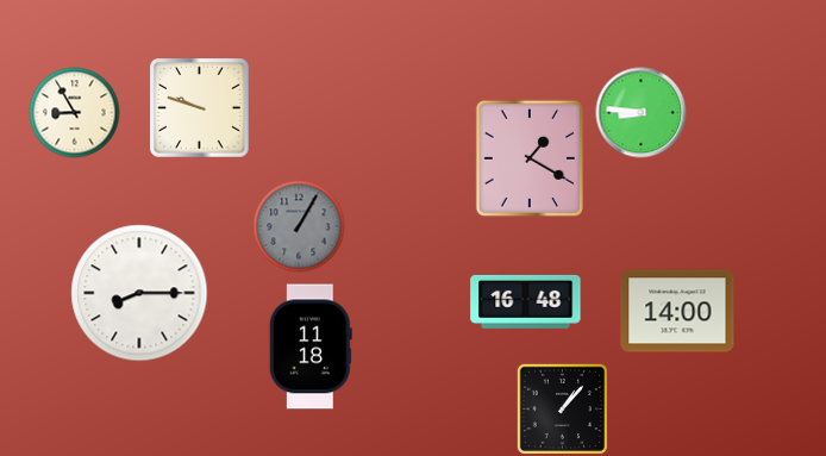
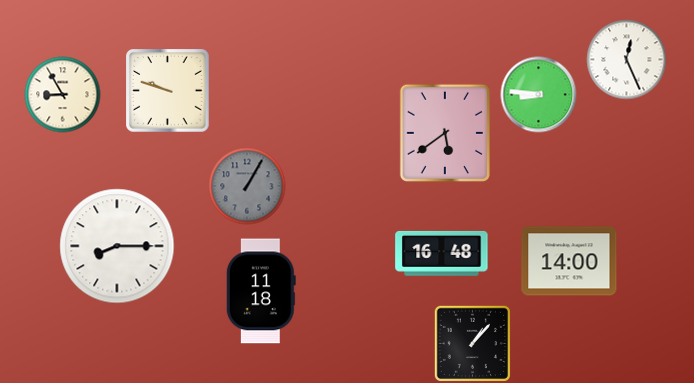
clock at (627, 60): none -> 12:26
clock at (530, 158): 1:20 -> 5:39
clock at (299, 226) position: (299, 226) -> (247, 186)
